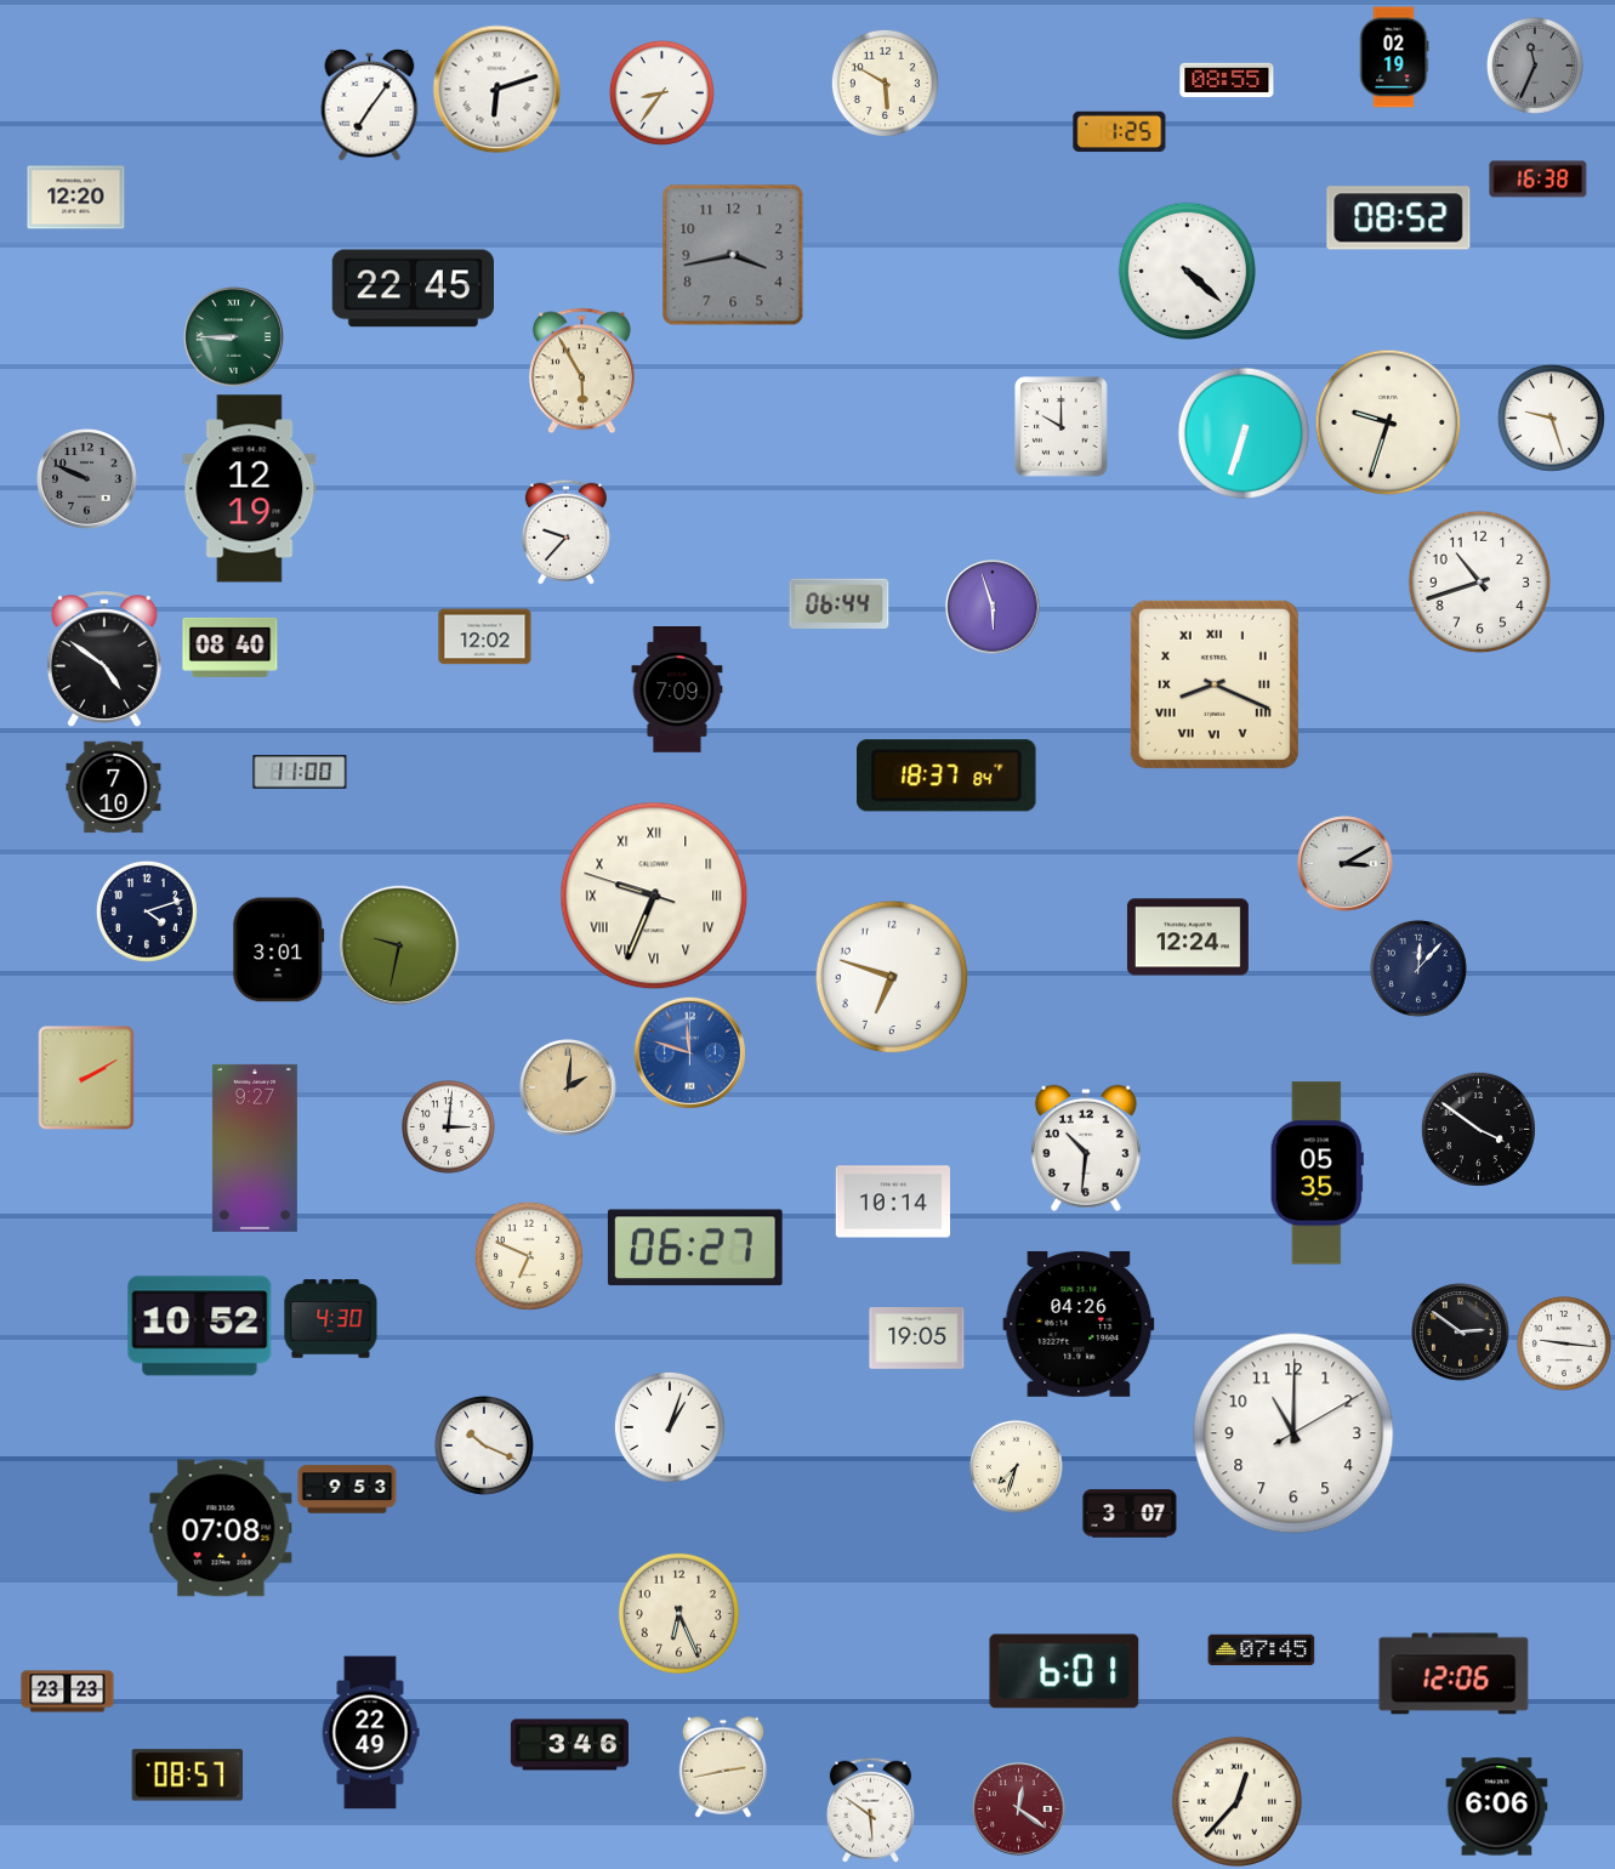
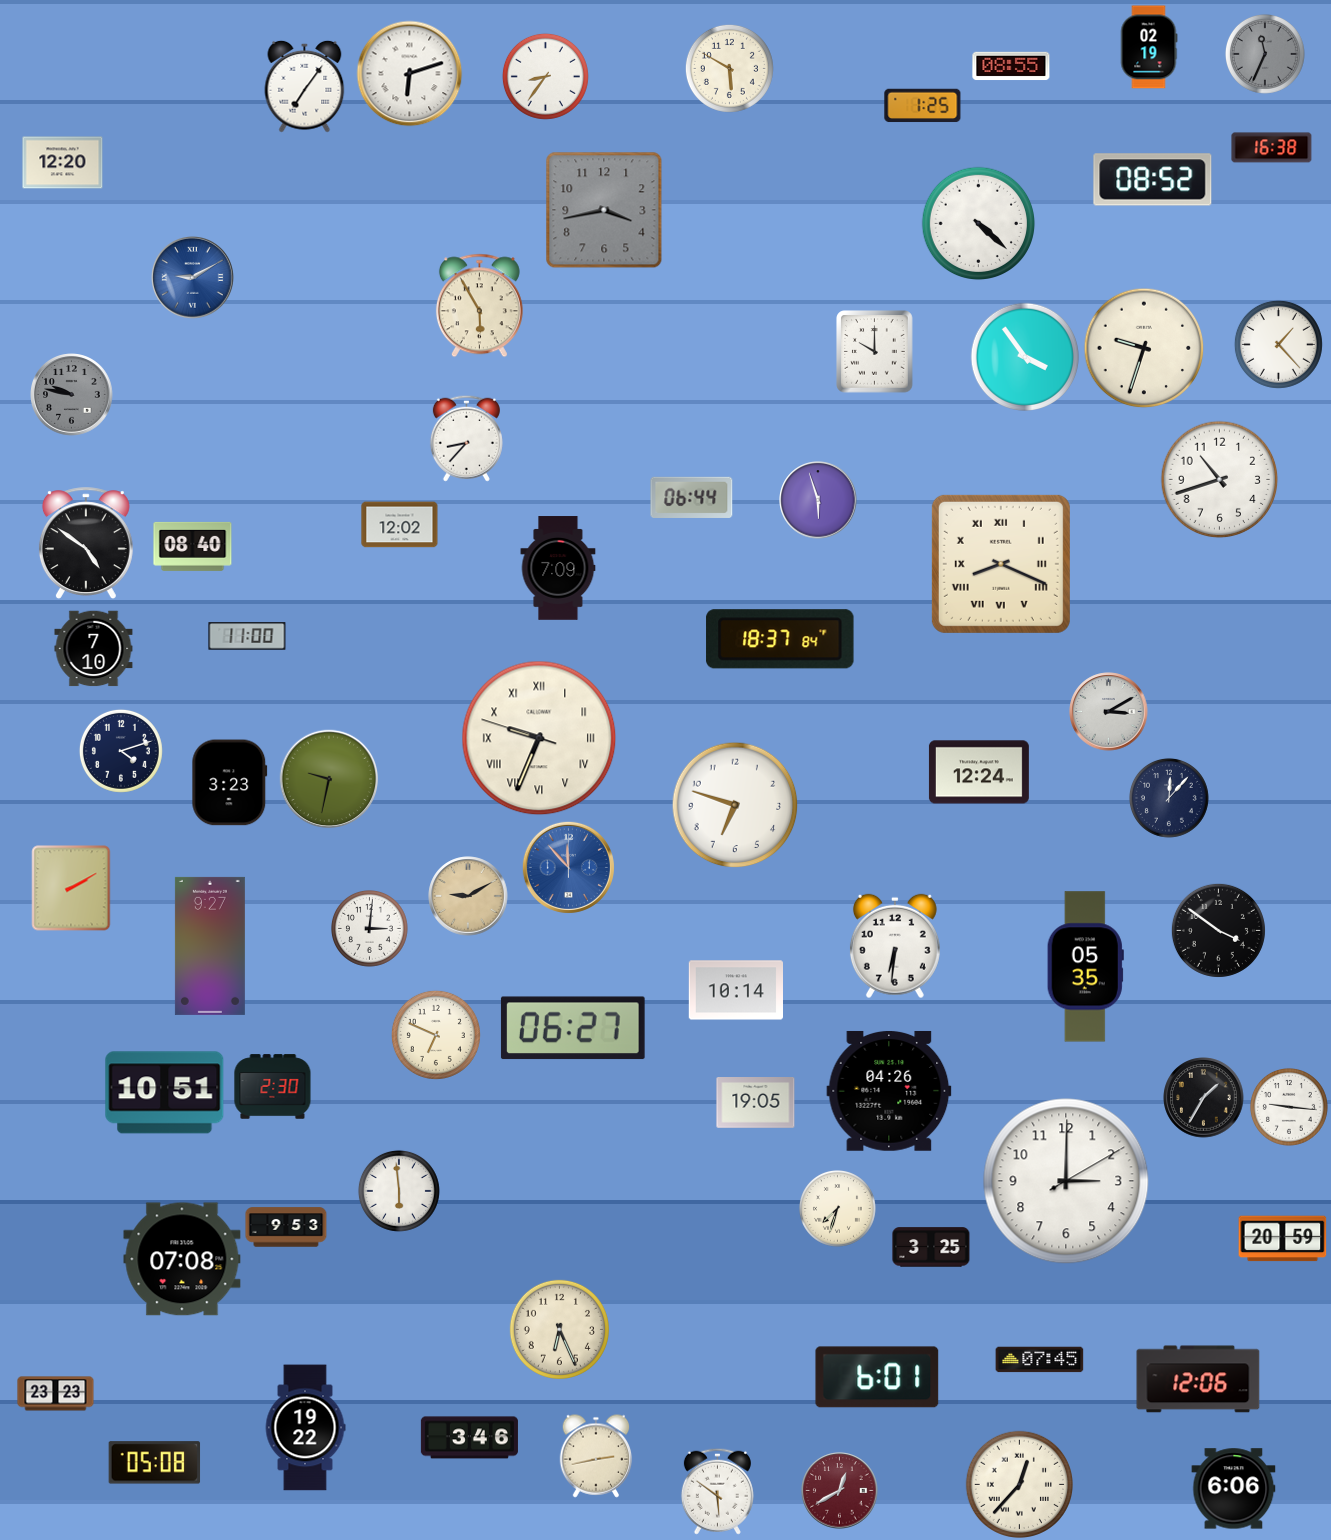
clock at (1120, 132) position: (1120, 132) -> (923, 106)
clock at (1539, 180) position: (1539, 180) -> (1272, 148)
clock at (413, 289): 22:45 -> none
clock at (234, 337): 8:45 -> 9:10
clock at (234, 337) dial: green -> blue
clock at (1551, 417): 9:27 -> 1:23
clock at (1242, 432): 6:33 -> 3:54
clock at (87, 479): 9:49 -> 9:47
clock at (250, 489): 12:19 -> none
clock at (565, 532): 9:37 -> 8:37
clock at (231, 647) position: (231, 647) -> (193, 546)
clock at (279, 950): 3:01 -> 3:23
clock at (689, 1052): 11:48 -> 11:53
clock at (568, 1087): 2:01 -> 9:10
clock at (1086, 1148): 10:31 -> 6:31
clock at (331, 1319): 4:30 -> 2:30
clock at (200, 1327): 10:52 -> 10:51
clock at (1461, 1333): 2:51 -> 1:35
clock at (670, 1427): 1:03 -> none
clock at (1293, 1433): 11:00 -> 3:00
clock at (484, 1445): 10:19 -> 5:59
clock at (1283, 1239): none -> 20:59
clock at (1130, 1513): 3:07 -> 3:25
clock at (370, 1733): 22:49 -> 19:22
clock at (188, 1776): 08:57 -> 05:08
clock at (1019, 1810): 12:21 -> 12:40
